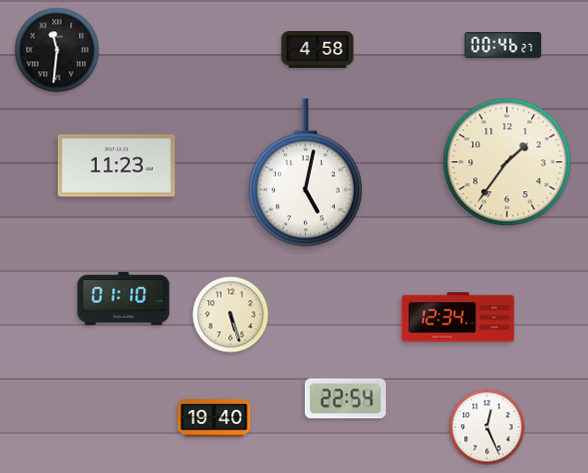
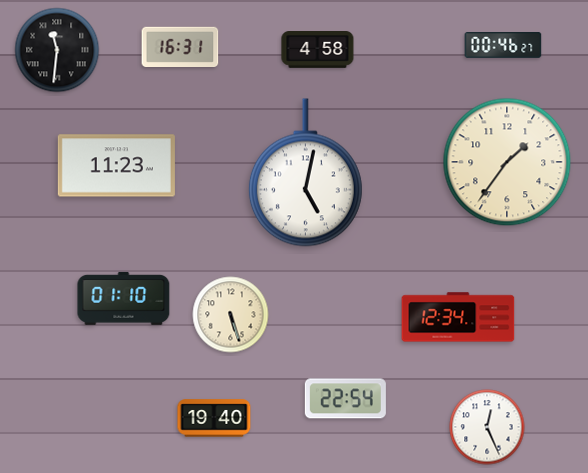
clock at (180, 46): none -> 16:31
